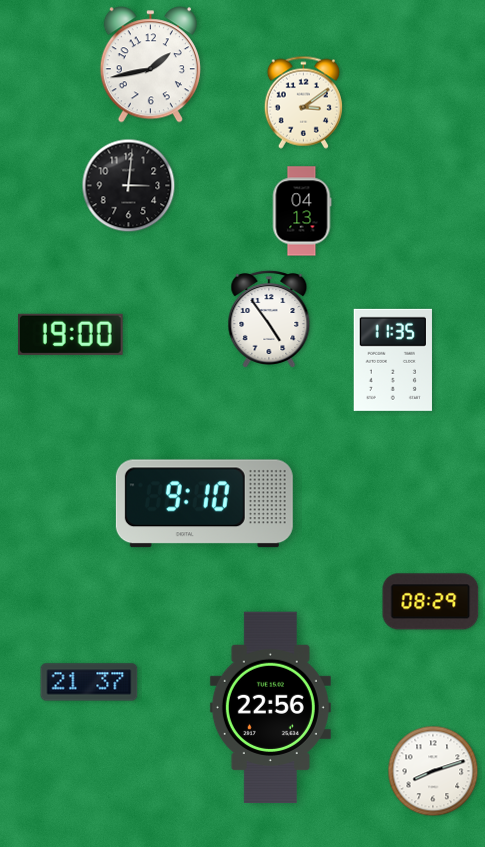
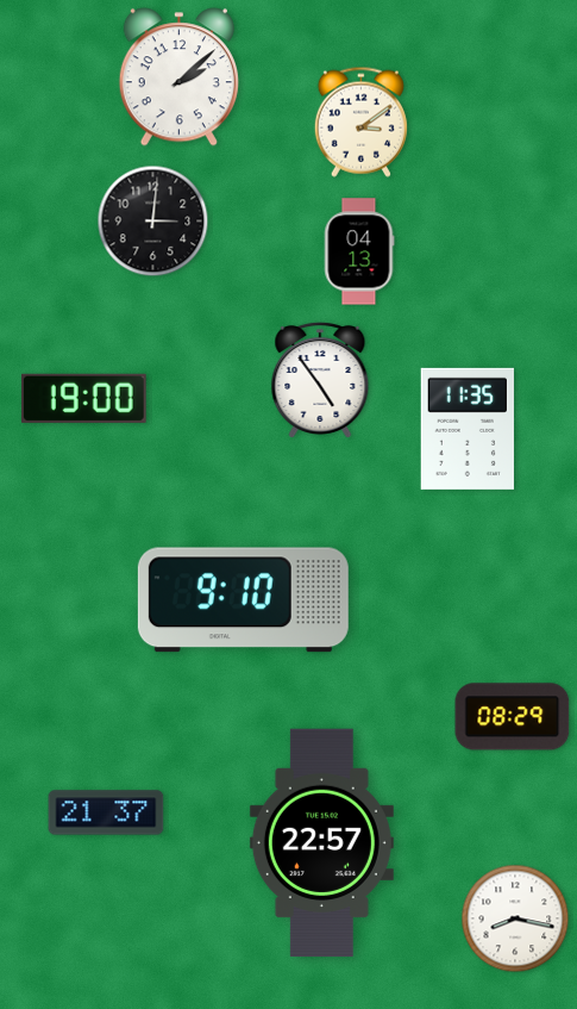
clock at (150, 65): 1:43 -> 2:08
clock at (270, 708): 22:56 -> 22:57
clock at (433, 771): 8:12 -> 8:17
